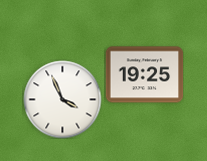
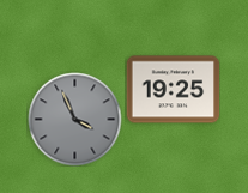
clock at (62, 99) dial: white -> grey
